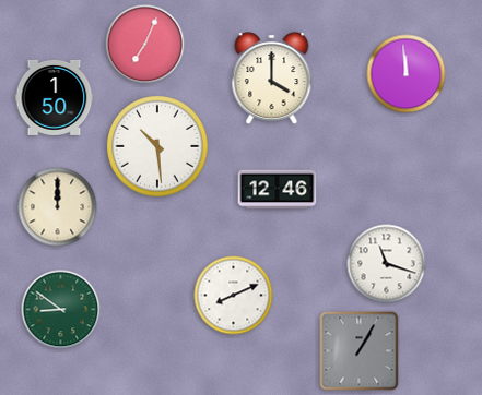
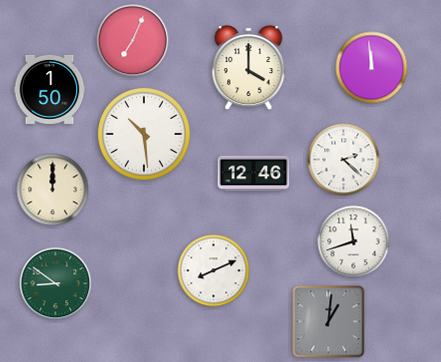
clock at (272, 79) position: (272, 79) -> (249, 68)
clock at (344, 160): none -> 2:22
clock at (387, 264): 11:18 -> 11:42
clock at (360, 351): 1:05 -> 1:01
